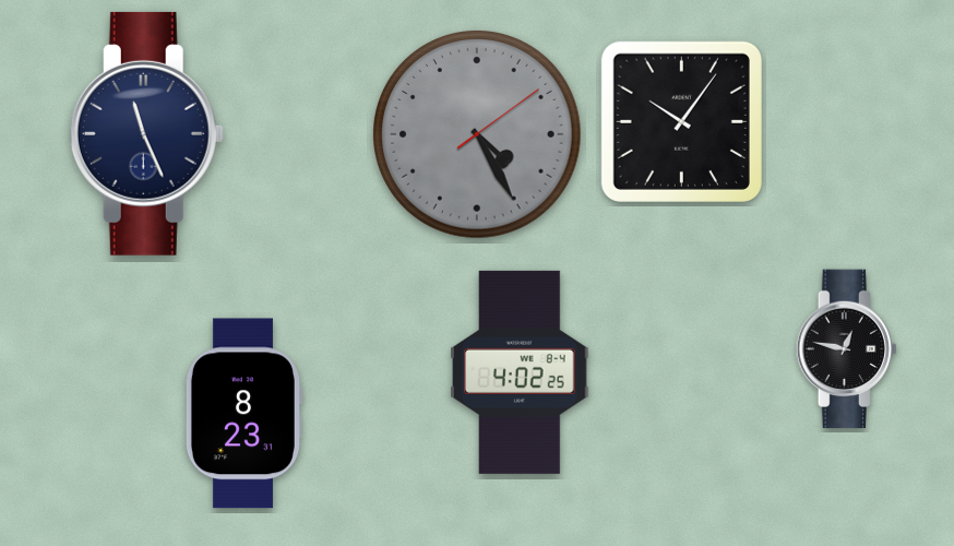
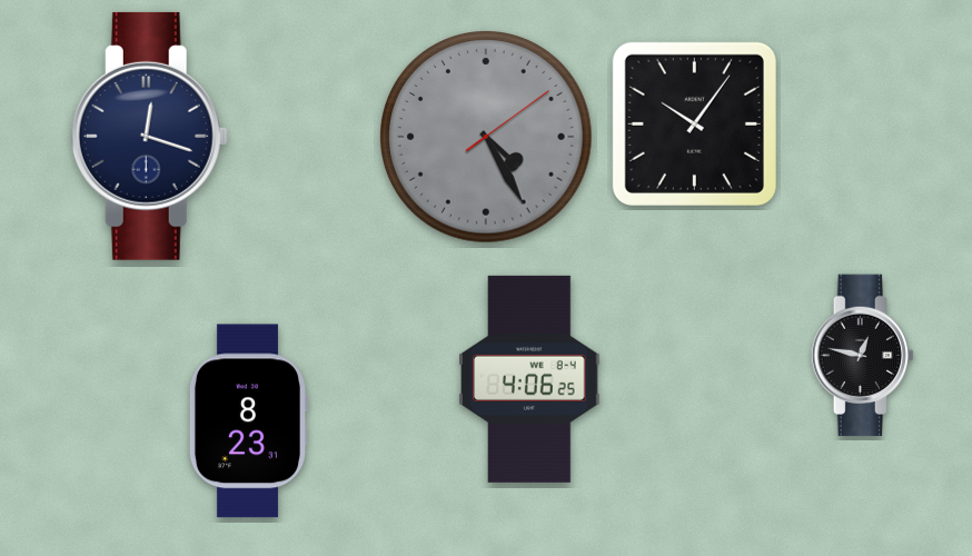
clock at (146, 133): 11:26 -> 12:18
clock at (520, 372): 4:02 -> 4:06
